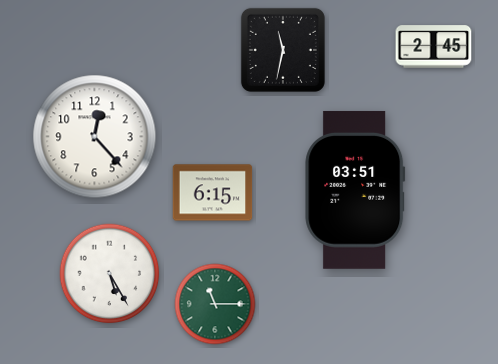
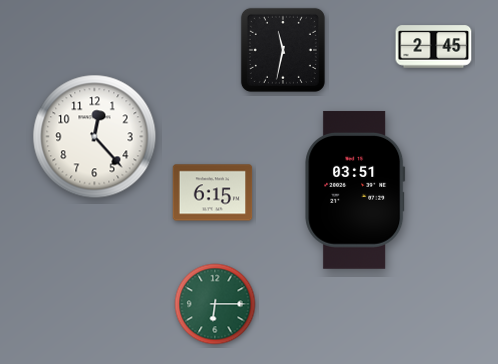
clock at (110, 274): 5:25 -> none
clock at (215, 304): 11:15 -> 6:15
